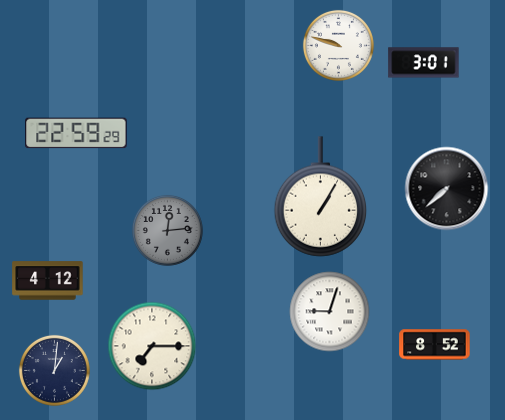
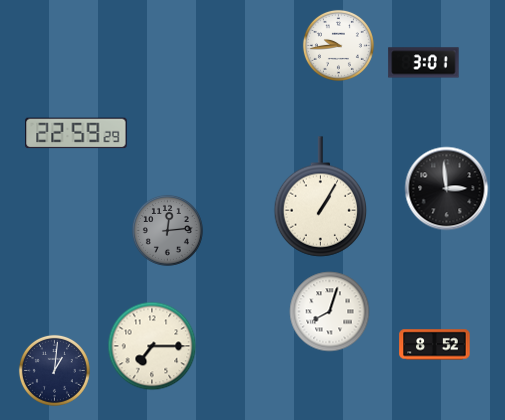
clock at (338, 45): 9:48 -> 9:44
clock at (447, 189): 7:38 -> 2:59
clock at (48, 281): 4:12 -> none
clock at (330, 312): 9:03 -> 8:03
